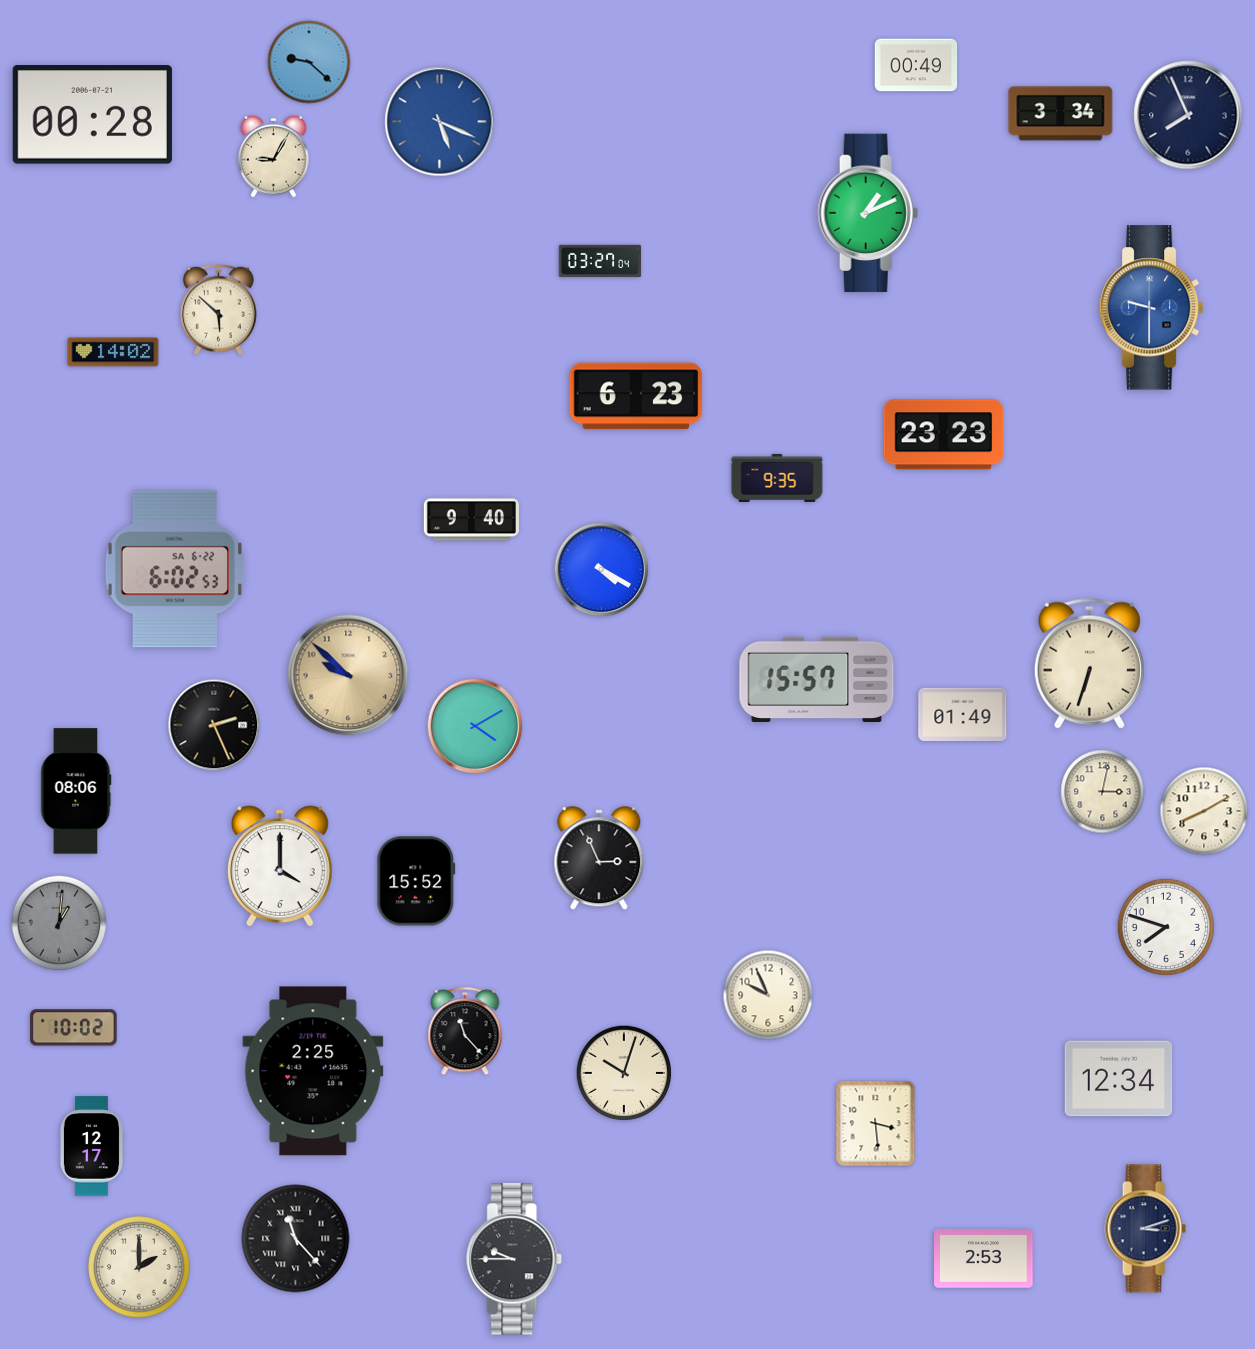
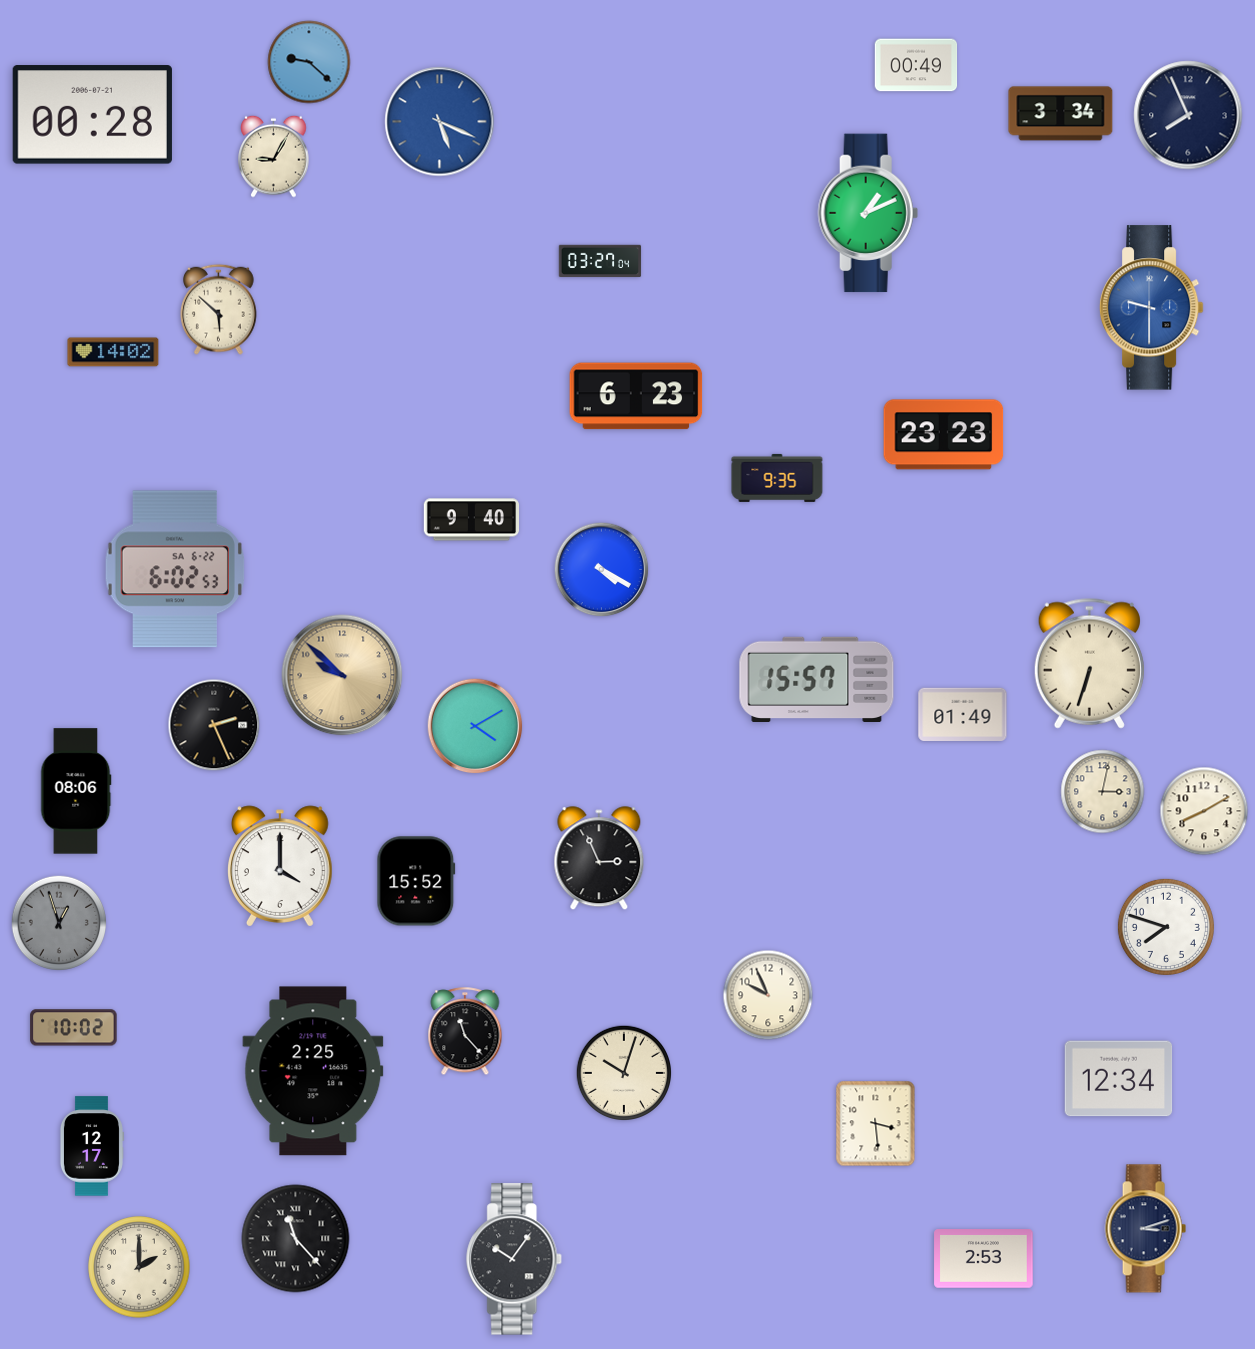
clock at (348, 675) position: (348, 675) -> (342, 675)
clock at (58, 922): 1:01 -> 12:57
clock at (515, 1259): 9:45 -> 10:06
